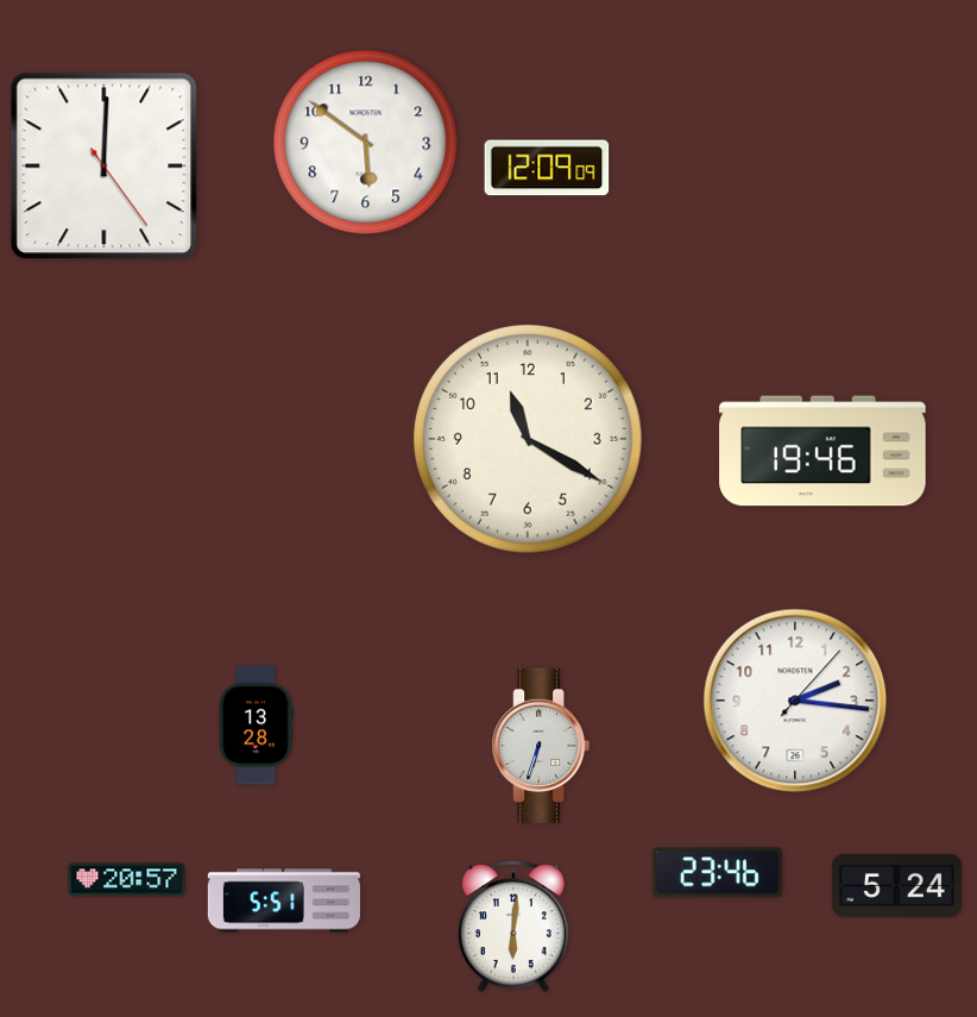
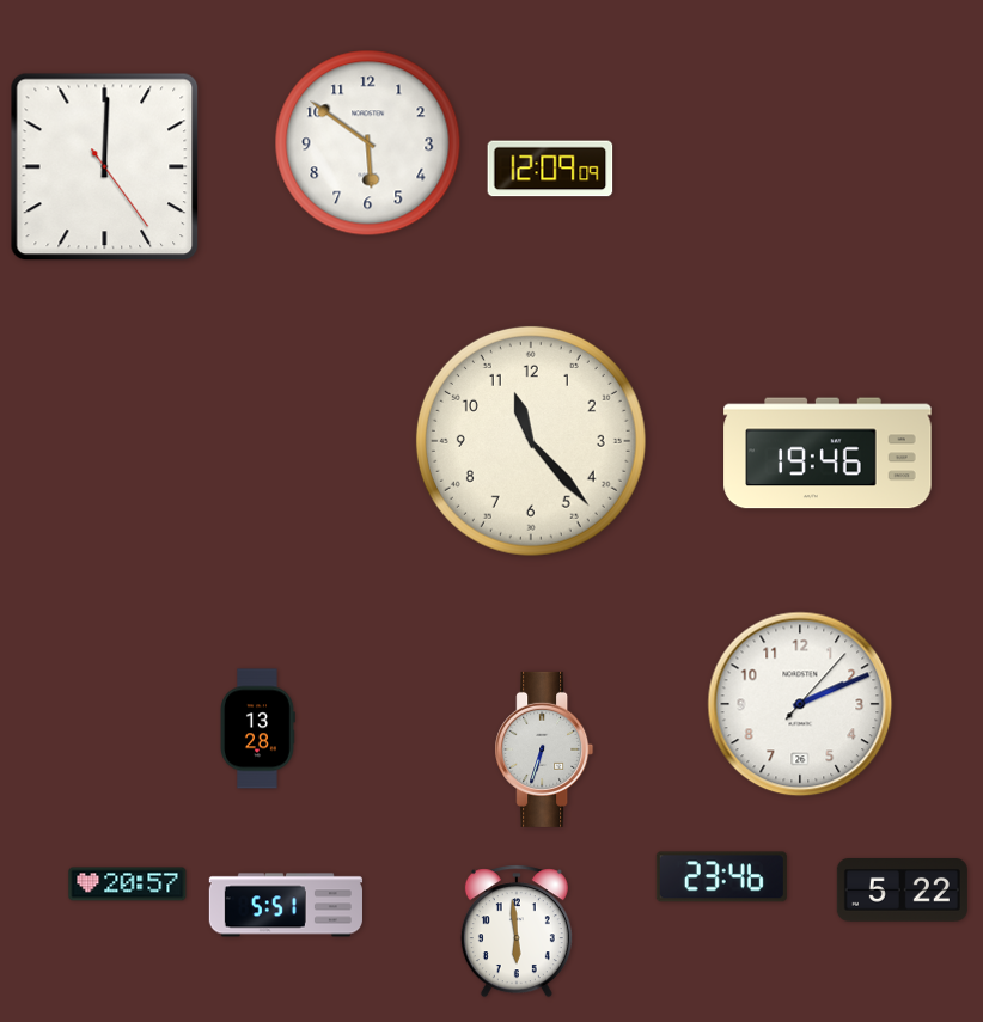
clock at (528, 439): 11:20 -> 11:23
clock at (795, 701): 2:16 -> 2:11
clock at (896, 886): 5:24 -> 5:22
clock at (513, 927): 6:01 -> 5:59
